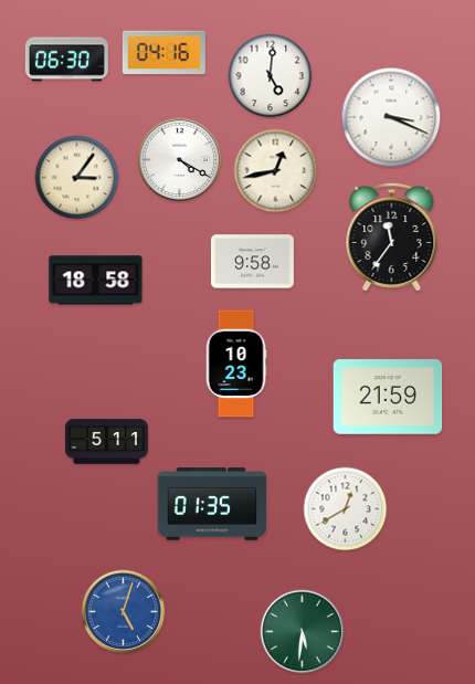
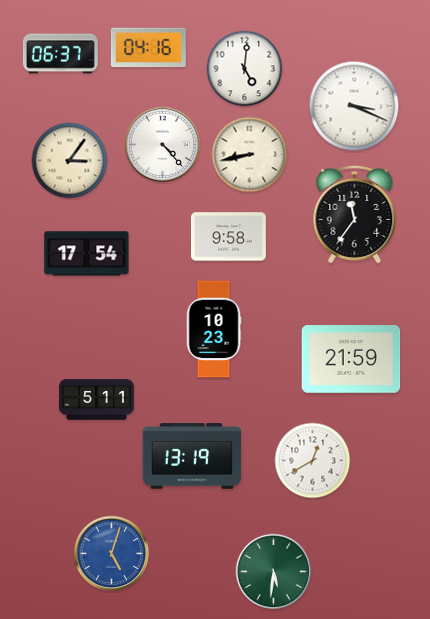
clock at (66, 60): 06:30 -> 06:37
clock at (180, 160): 4:20 -> 4:23
clock at (276, 171): 12:43 -> 8:43
clock at (96, 281): 18:58 -> 17:54
clock at (212, 504): 01:35 -> 13:19
